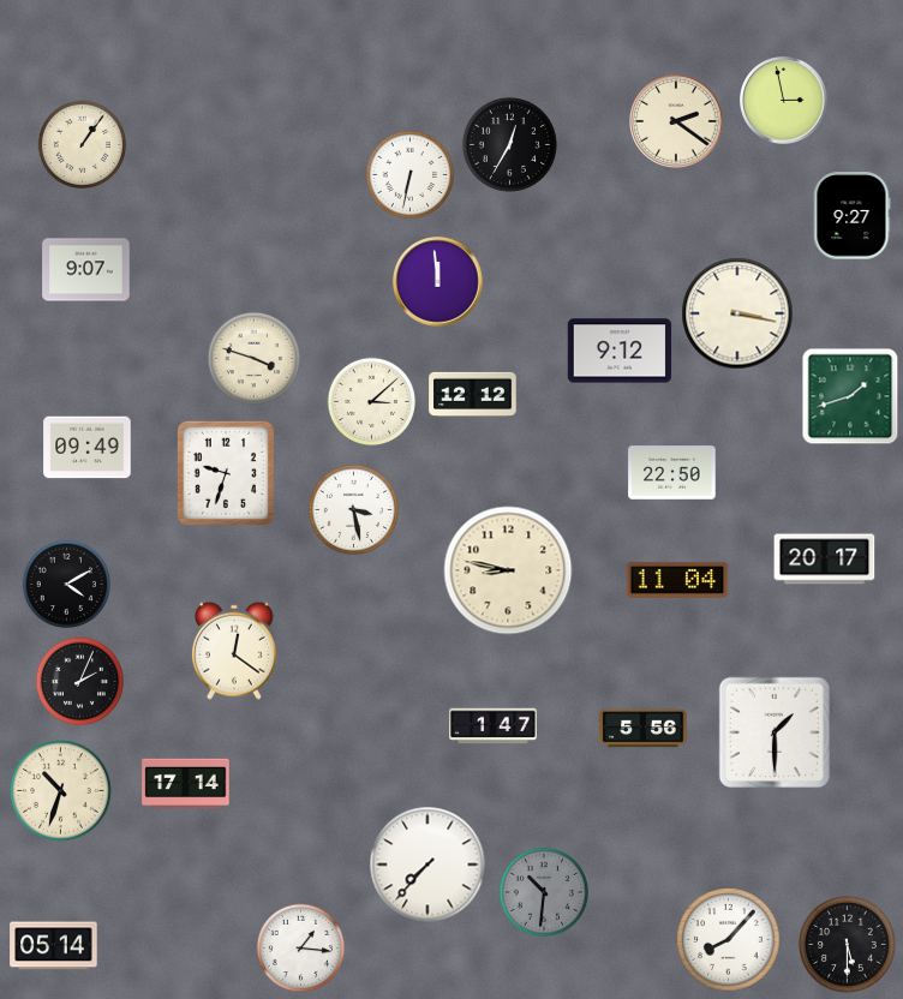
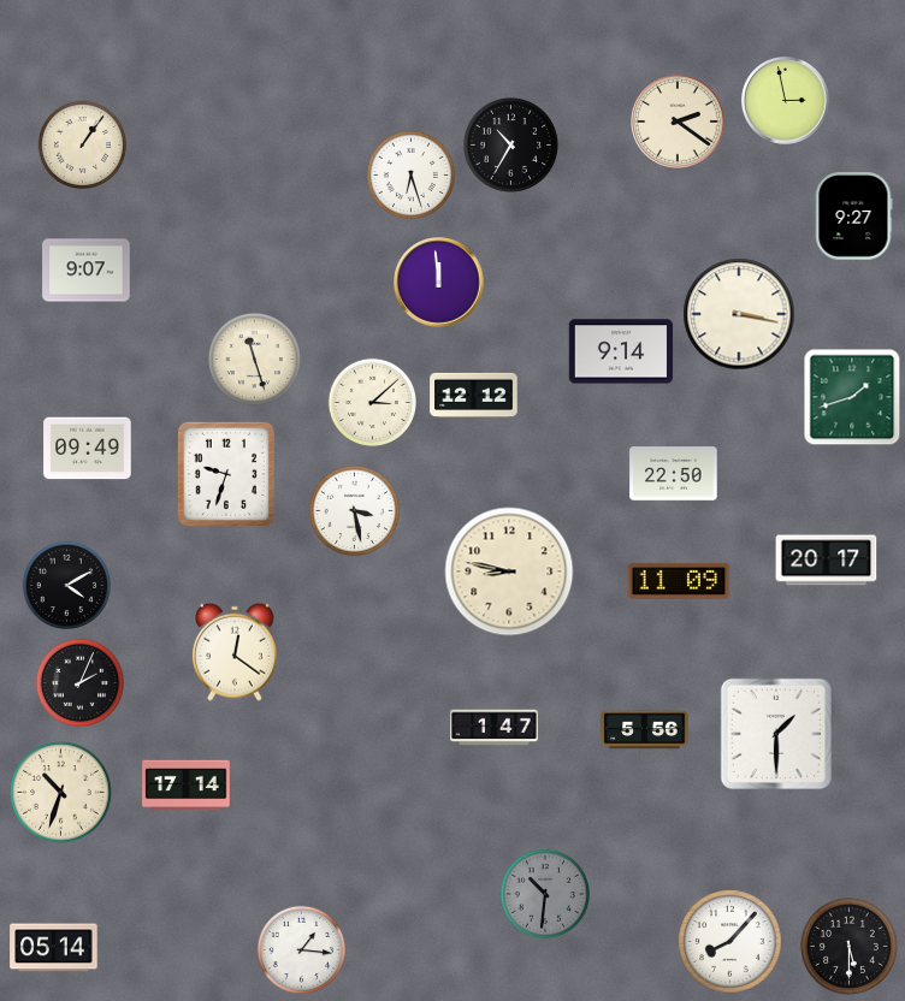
clock at (509, 144): 12:35 -> 10:35
clock at (409, 174): 6:32 -> 6:27
clock at (620, 351): 9:12 -> 9:14
clock at (253, 358): 3:48 -> 11:27
clock at (677, 580): 11:04 -> 11:09
clock at (427, 865): 7:37 -> none
